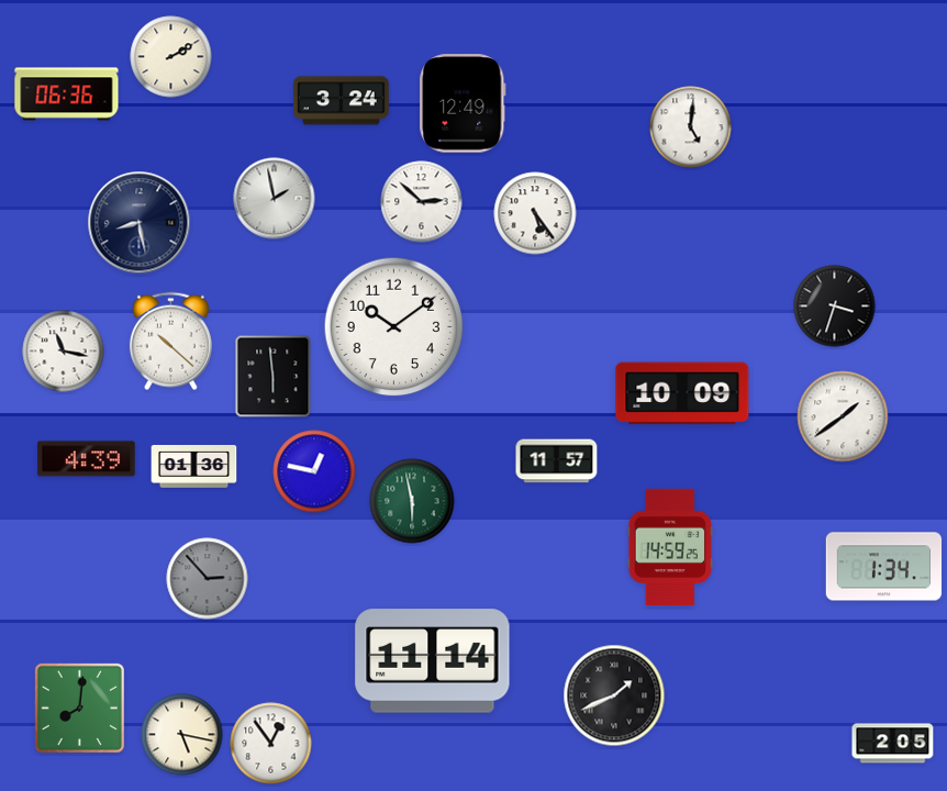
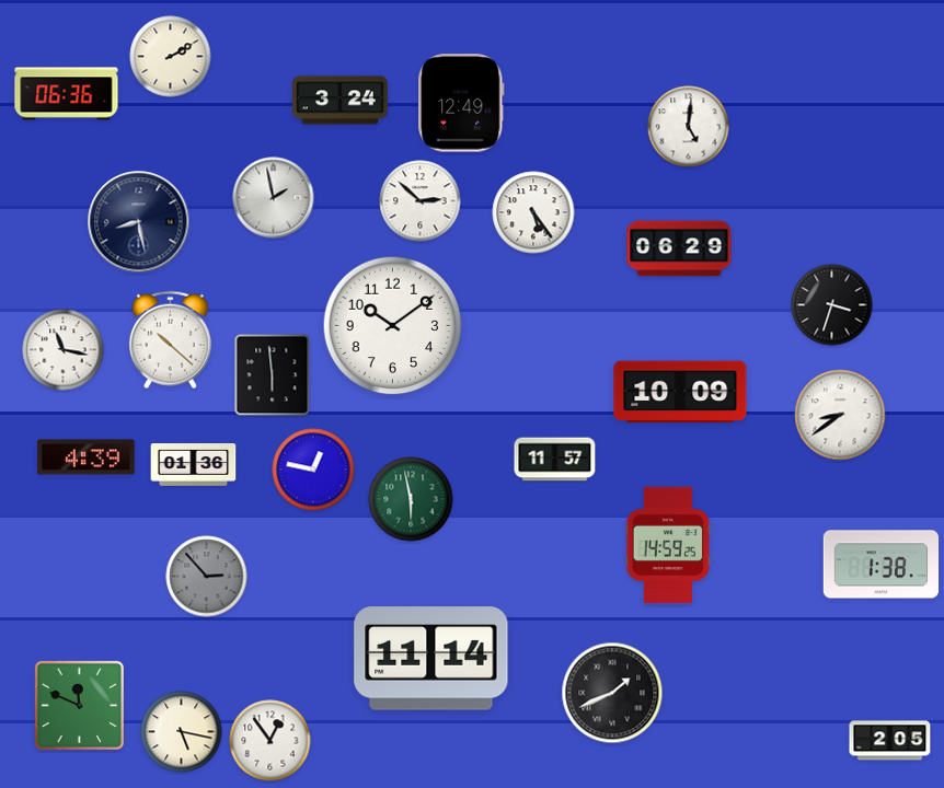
clock at (679, 248): none -> 06:29
clock at (843, 416): 1:39 -> 8:39
clock at (884, 567): 1:34 -> 1:38
clock at (79, 708): 8:01 -> 11:49
